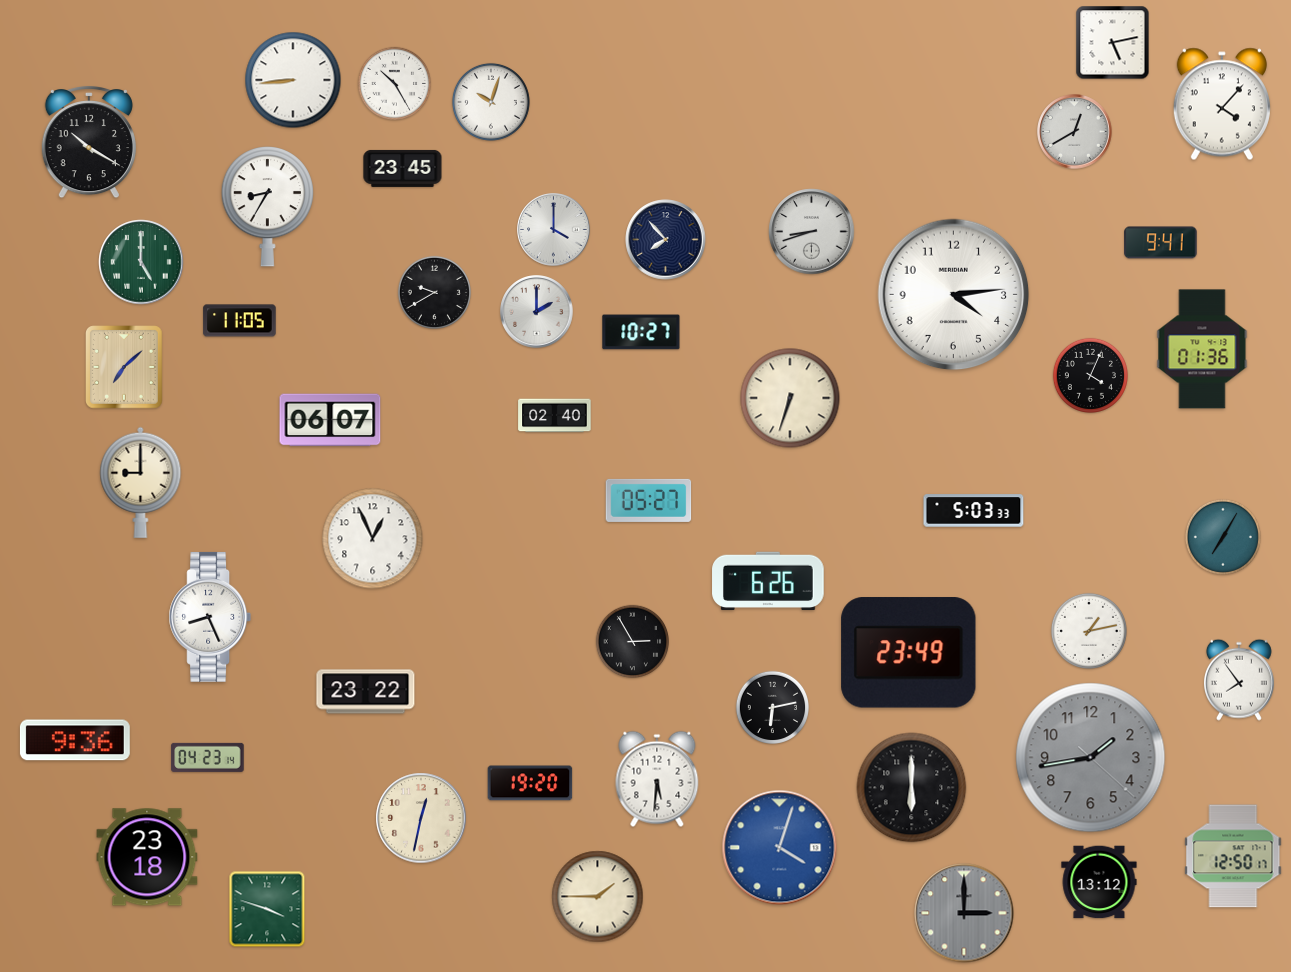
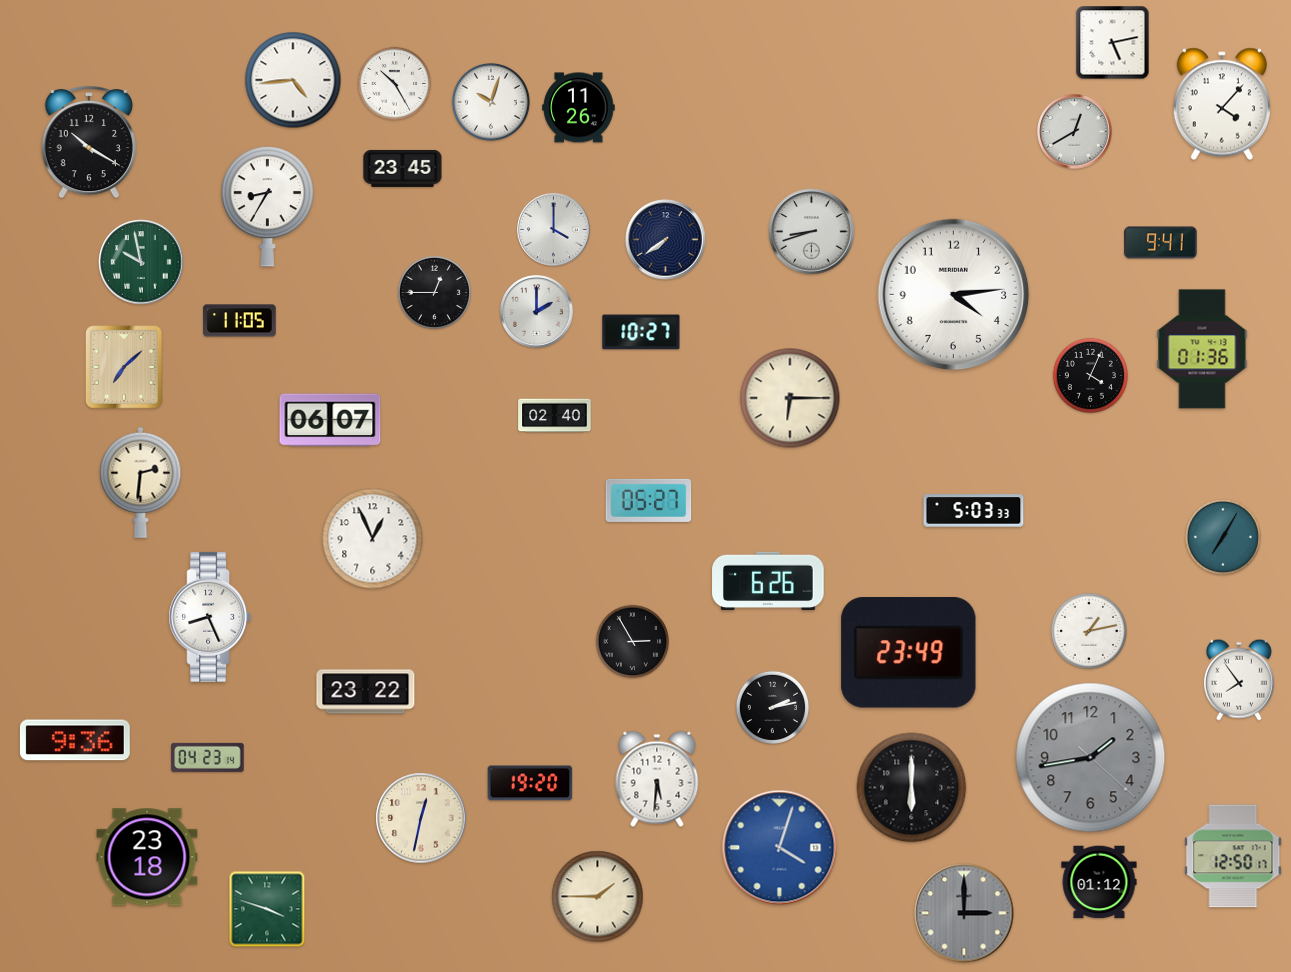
clock at (293, 80): 8:44 -> 4:44
clock at (579, 108): none -> 11:26
clock at (666, 240): 7:53 -> 7:39
clock at (141, 262): 5:00 -> 9:58
clock at (434, 292): 9:40 -> 12:45
clock at (790, 398): 6:33 -> 6:15
clock at (141, 482): 9:00 -> 2:31
clock at (772, 707): 6:13 -> 2:13
clock at (1099, 882): 13:12 -> 01:12
